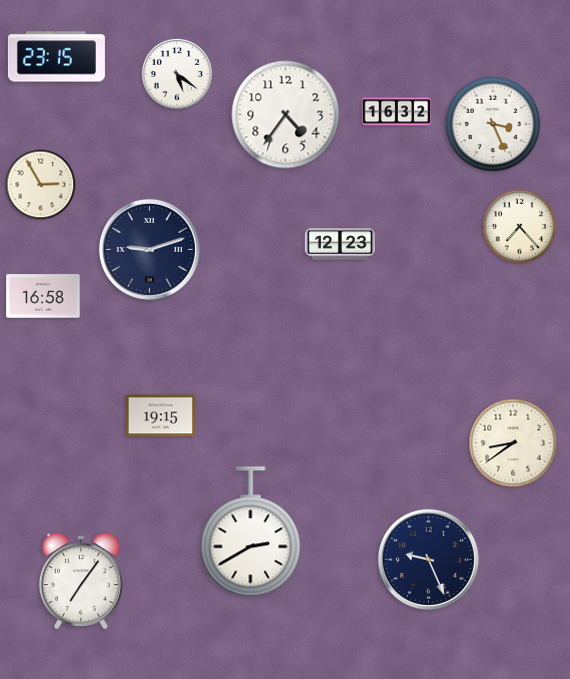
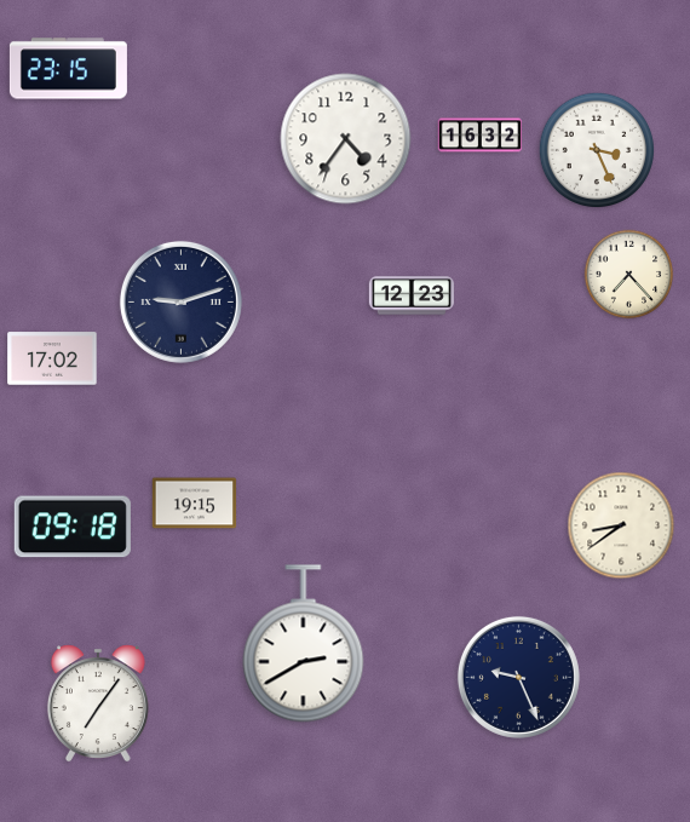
clock at (177, 74): 5:21 -> none
clock at (41, 185): 2:55 -> none
clock at (43, 296): 16:58 -> 17:02
clock at (73, 527): none -> 09:18
clock at (513, 443) position: (513, 443) -> (621, 525)
